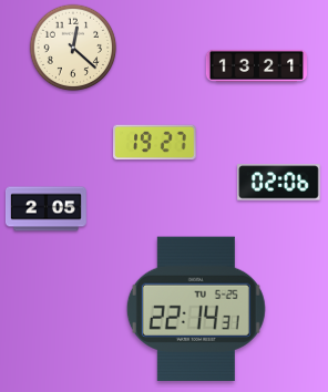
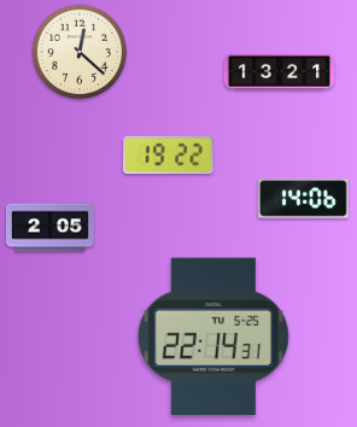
clock at (155, 143): 19:27 -> 19:22
clock at (279, 183): 02:06 -> 14:06
